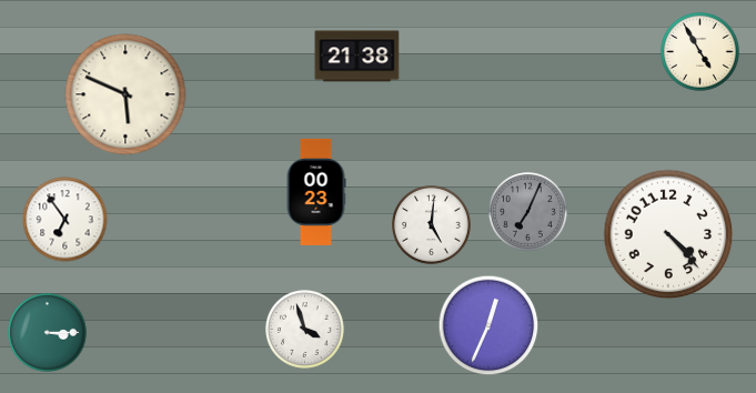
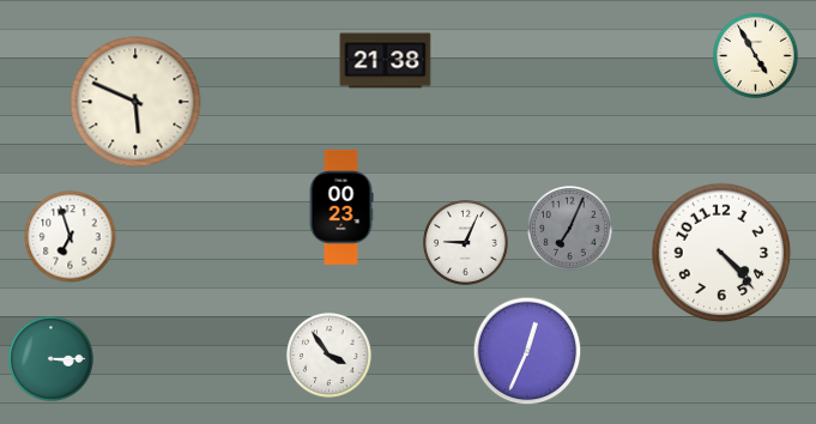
clock at (65, 220): 6:54 -> 6:57
clock at (432, 225): 5:01 -> 9:04
clock at (305, 330): 3:57 -> 3:54
